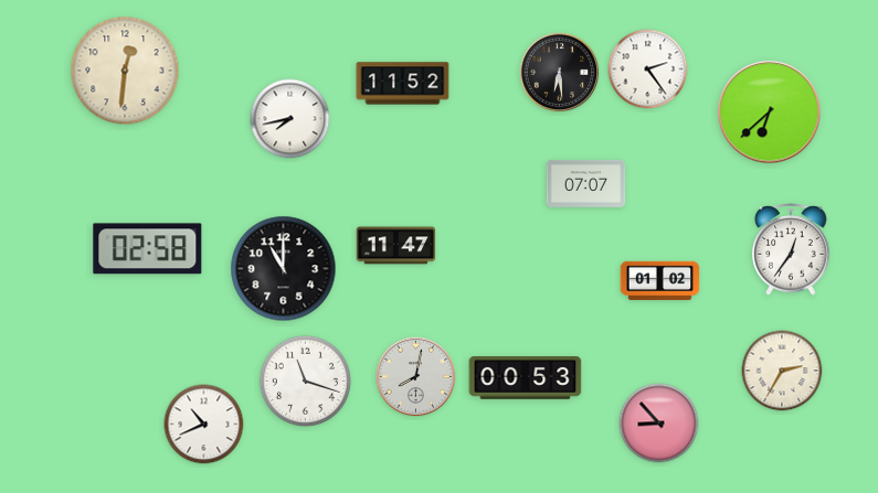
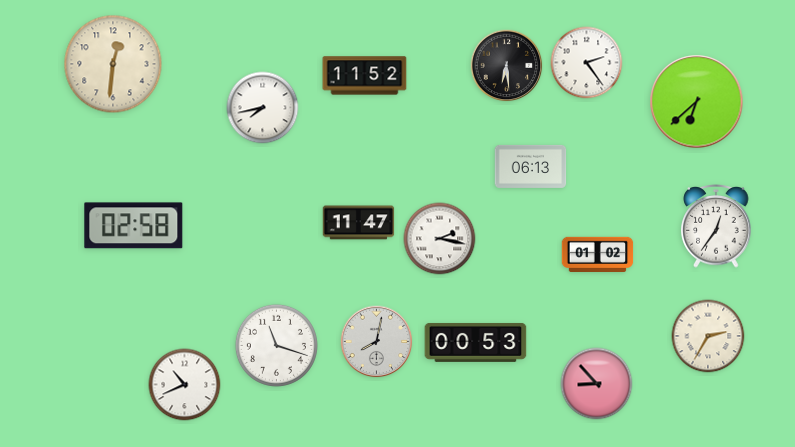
clock at (586, 183): 07:07 -> 06:13
clock at (440, 239): none -> 2:17
clock at (284, 269): 11:00 -> none
